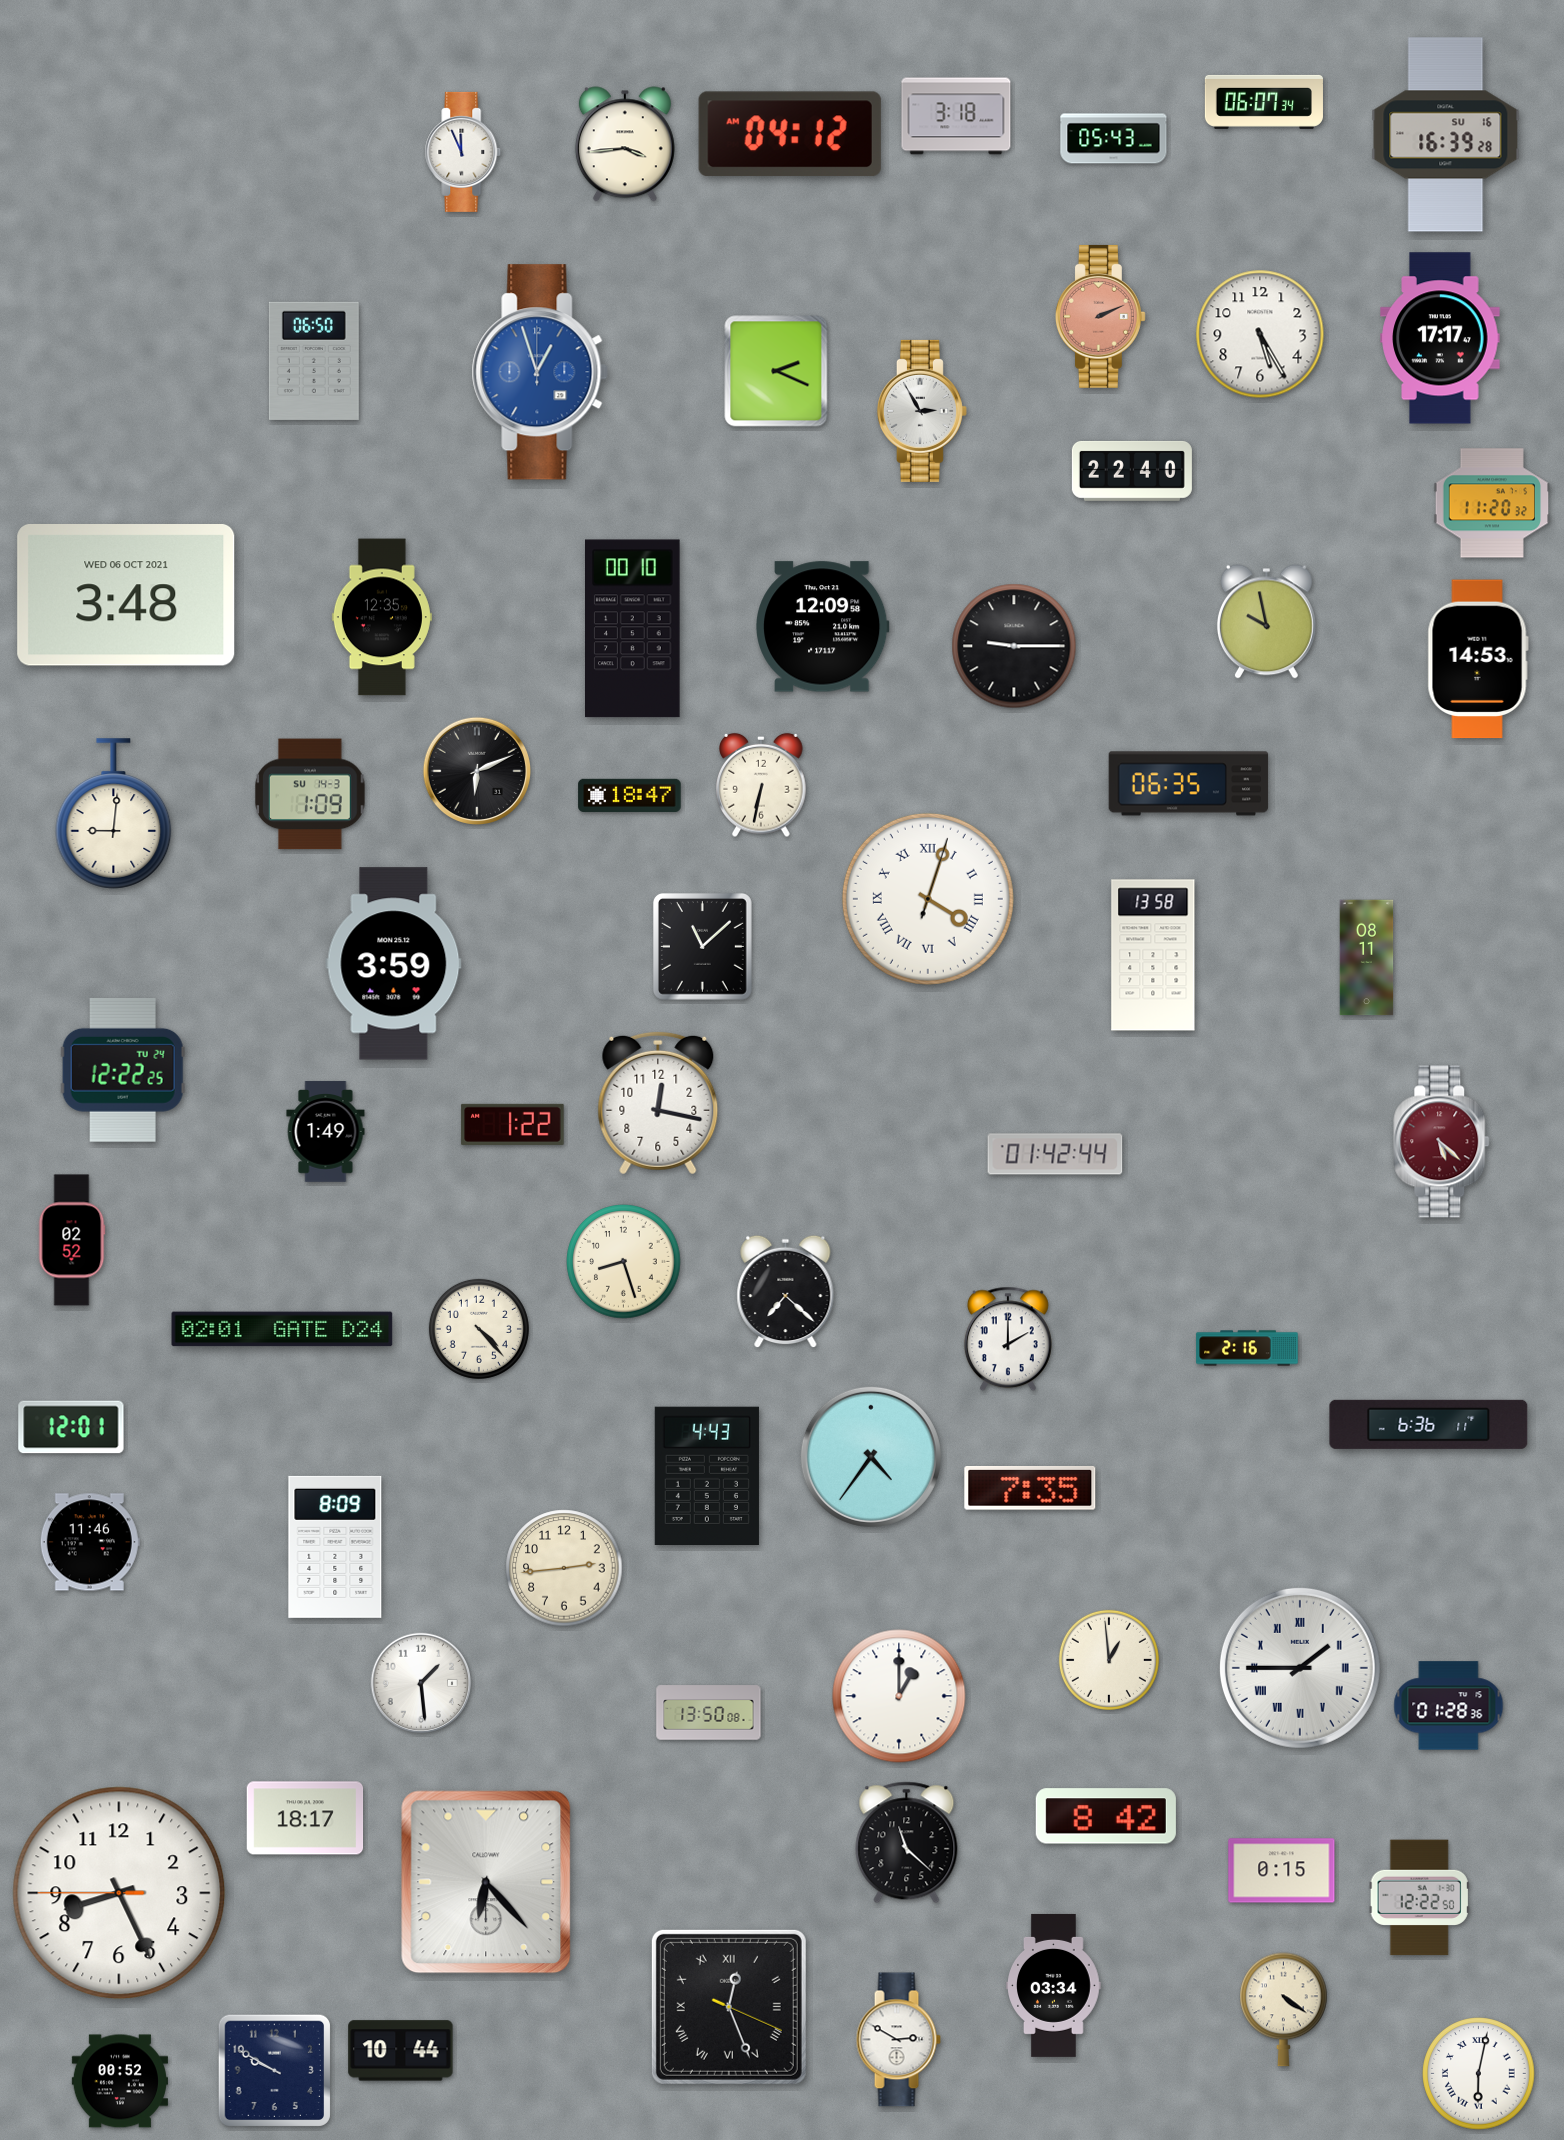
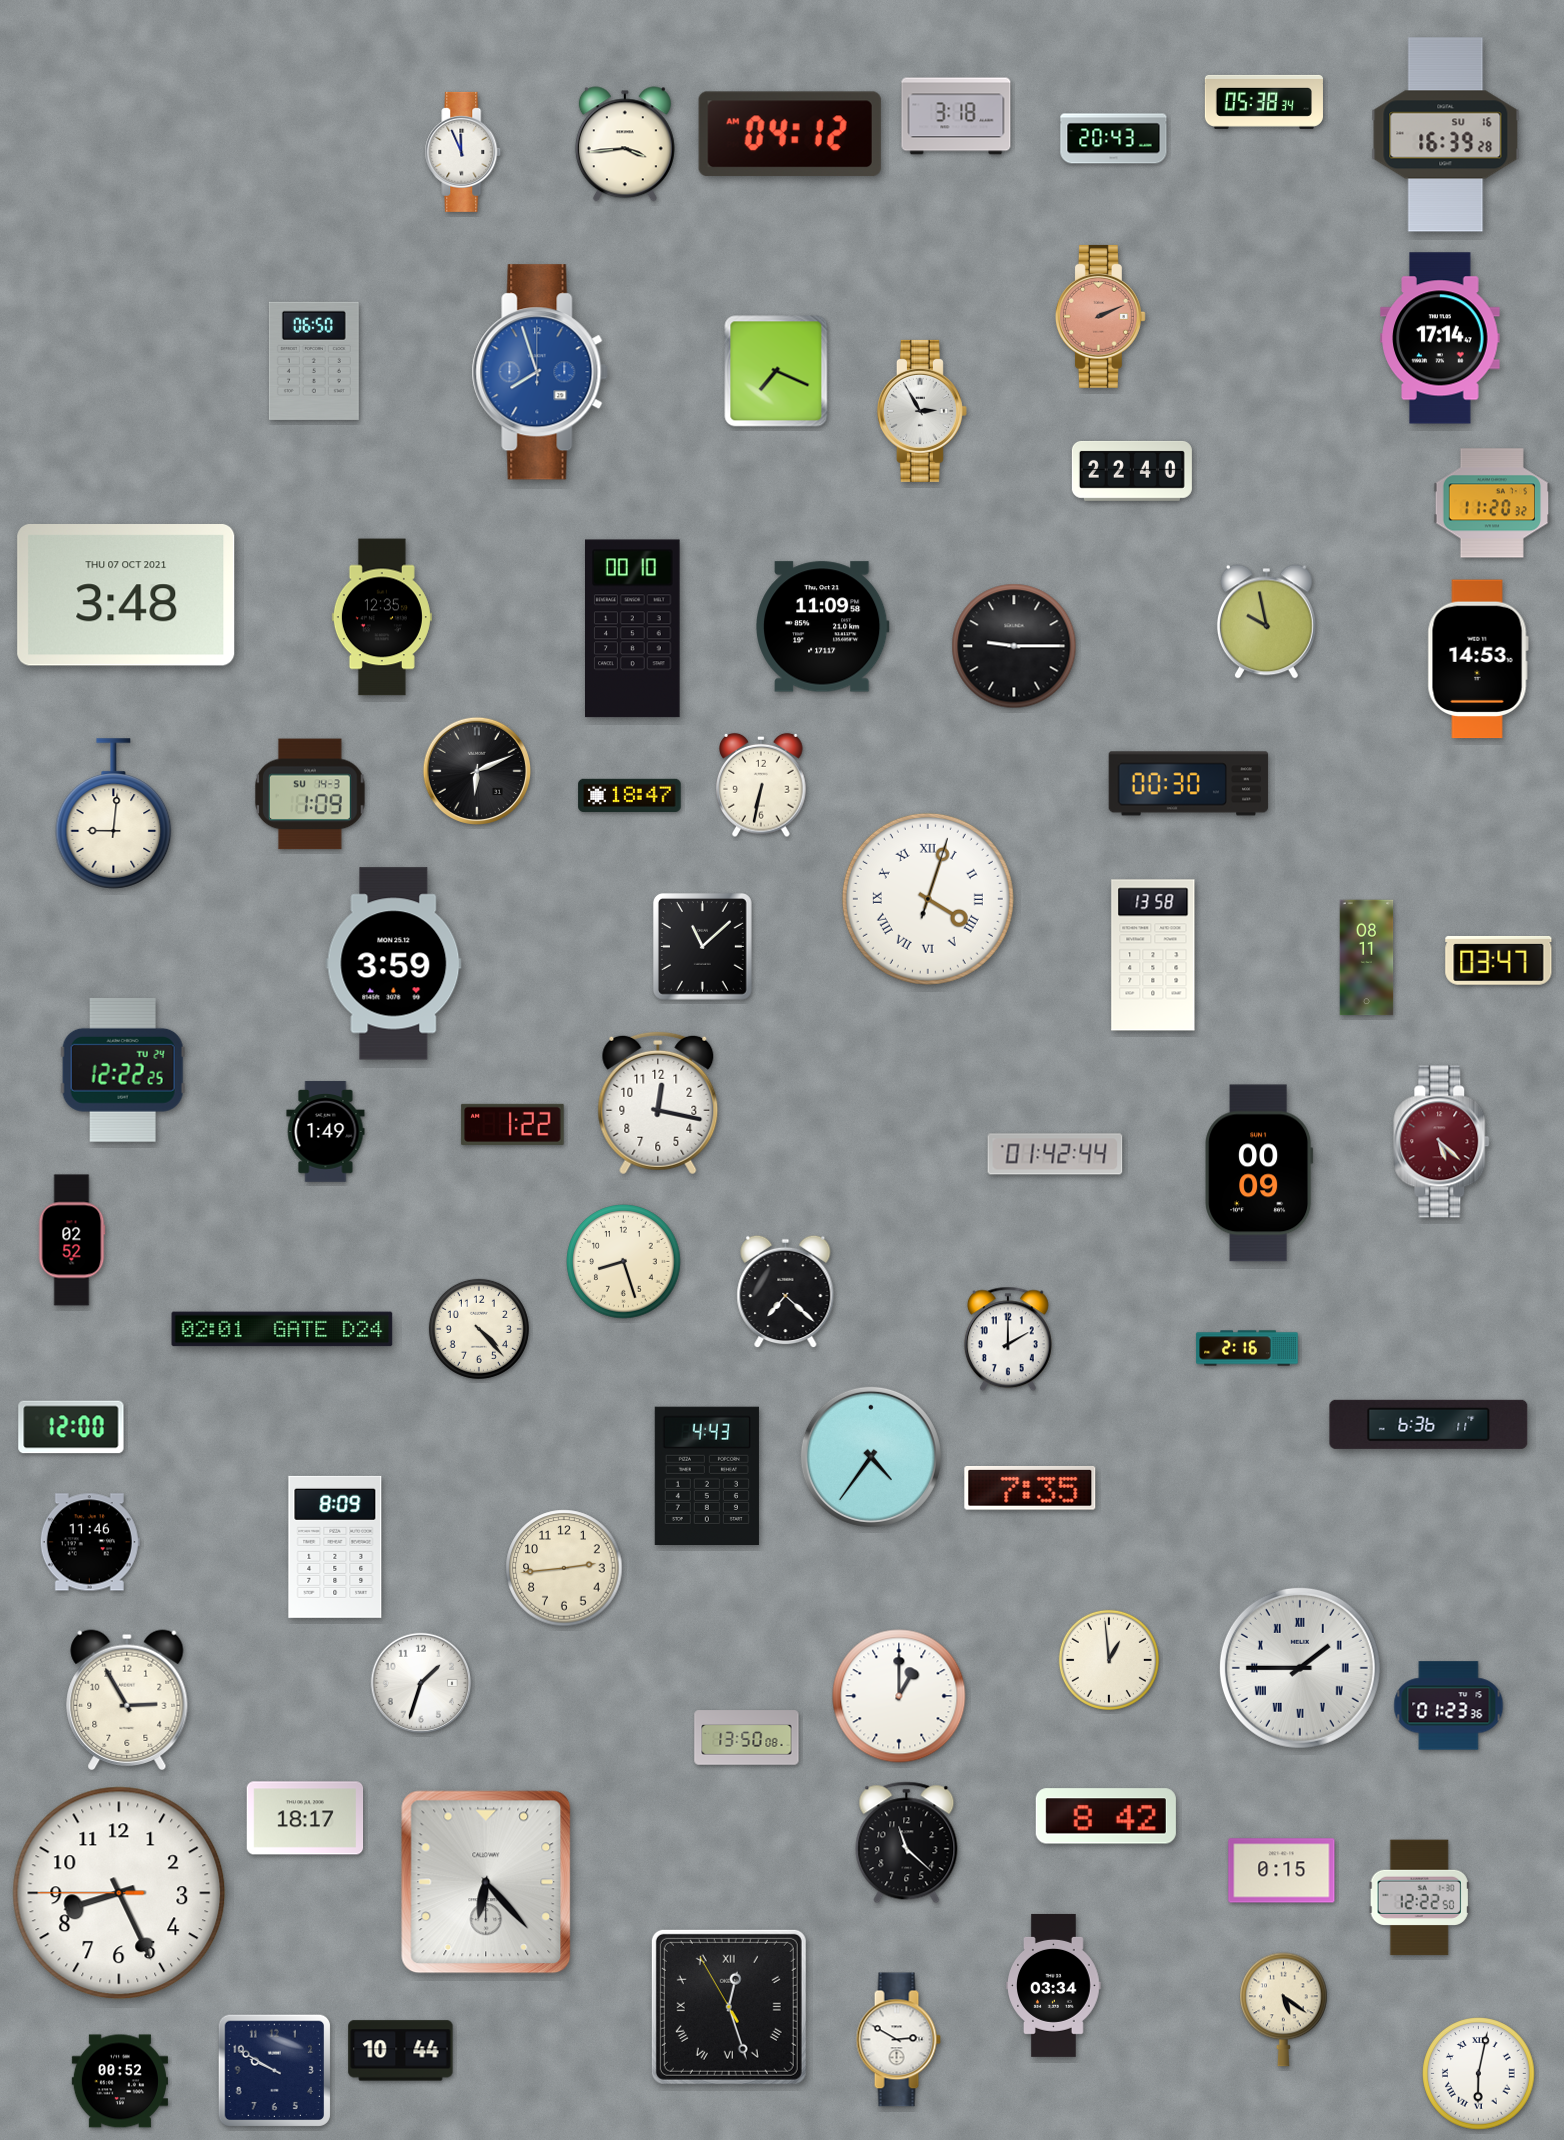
clock at (1264, 102): 06:07 -> 05:38
clock at (1114, 139): 05:43 -> 20:43
clock at (1260, 334): 5:25 -> none
clock at (1440, 338): 17:17 -> 17:14
clock at (776, 371): 2:19 -> 7:19
clock at (540, 372): 12:57 -> 7:57
clock at (126, 595) date: WED 06 OCT 2021 -> THU 07 OCT 2021
clock at (822, 627): 12:09 -> 11:09
clock at (1189, 784): 06:35 -> 00:30
clock at (1499, 960): none -> 03:47
clock at (1259, 1173): none -> 00:09
clock at (71, 1427): 12:01 -> 12:00
clock at (421, 1683): 1:29 -> 1:33
clock at (127, 1700): none -> 2:55
clock at (1449, 1706): 01:28 -> 01:23
clock at (709, 1713) position: (709, 1713) -> (747, 1738)
clock at (729, 2007): 12:26:19 -> 12:26:55
clock at (1284, 2010): 4:21 -> 5:21
